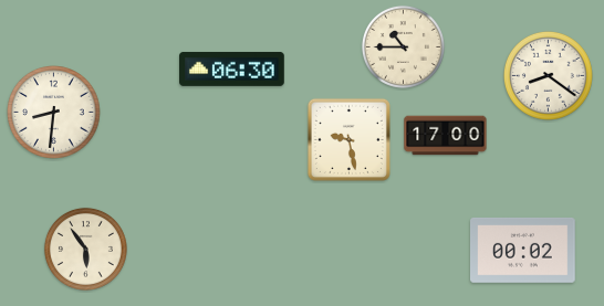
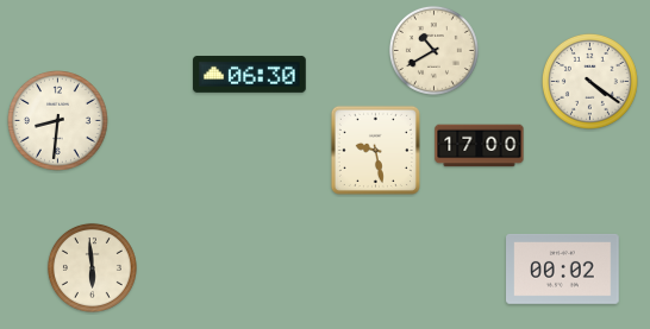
clock at (403, 46): 10:45 -> 10:40
clock at (548, 75): 8:21 -> 4:21
clock at (85, 249): 5:54 -> 5:59
